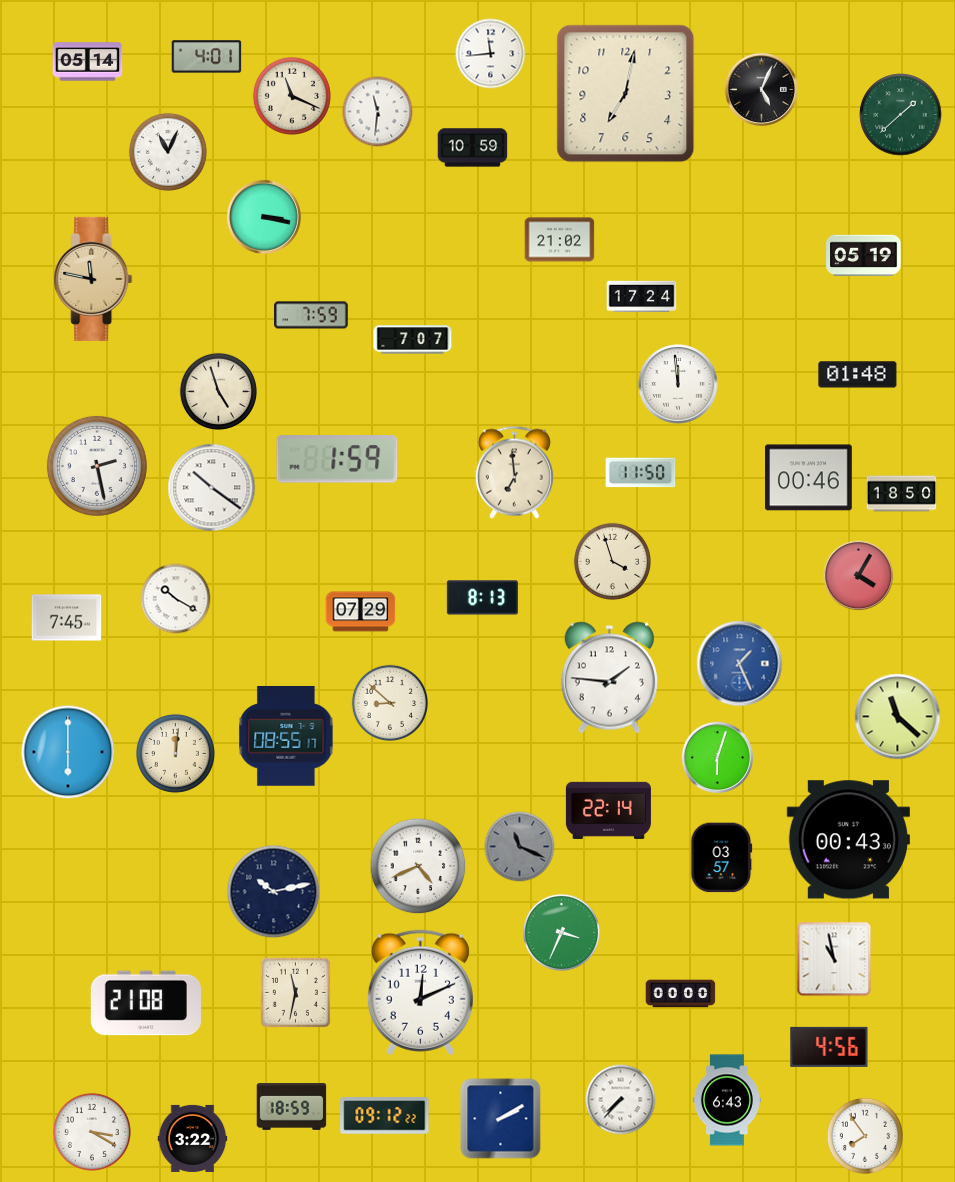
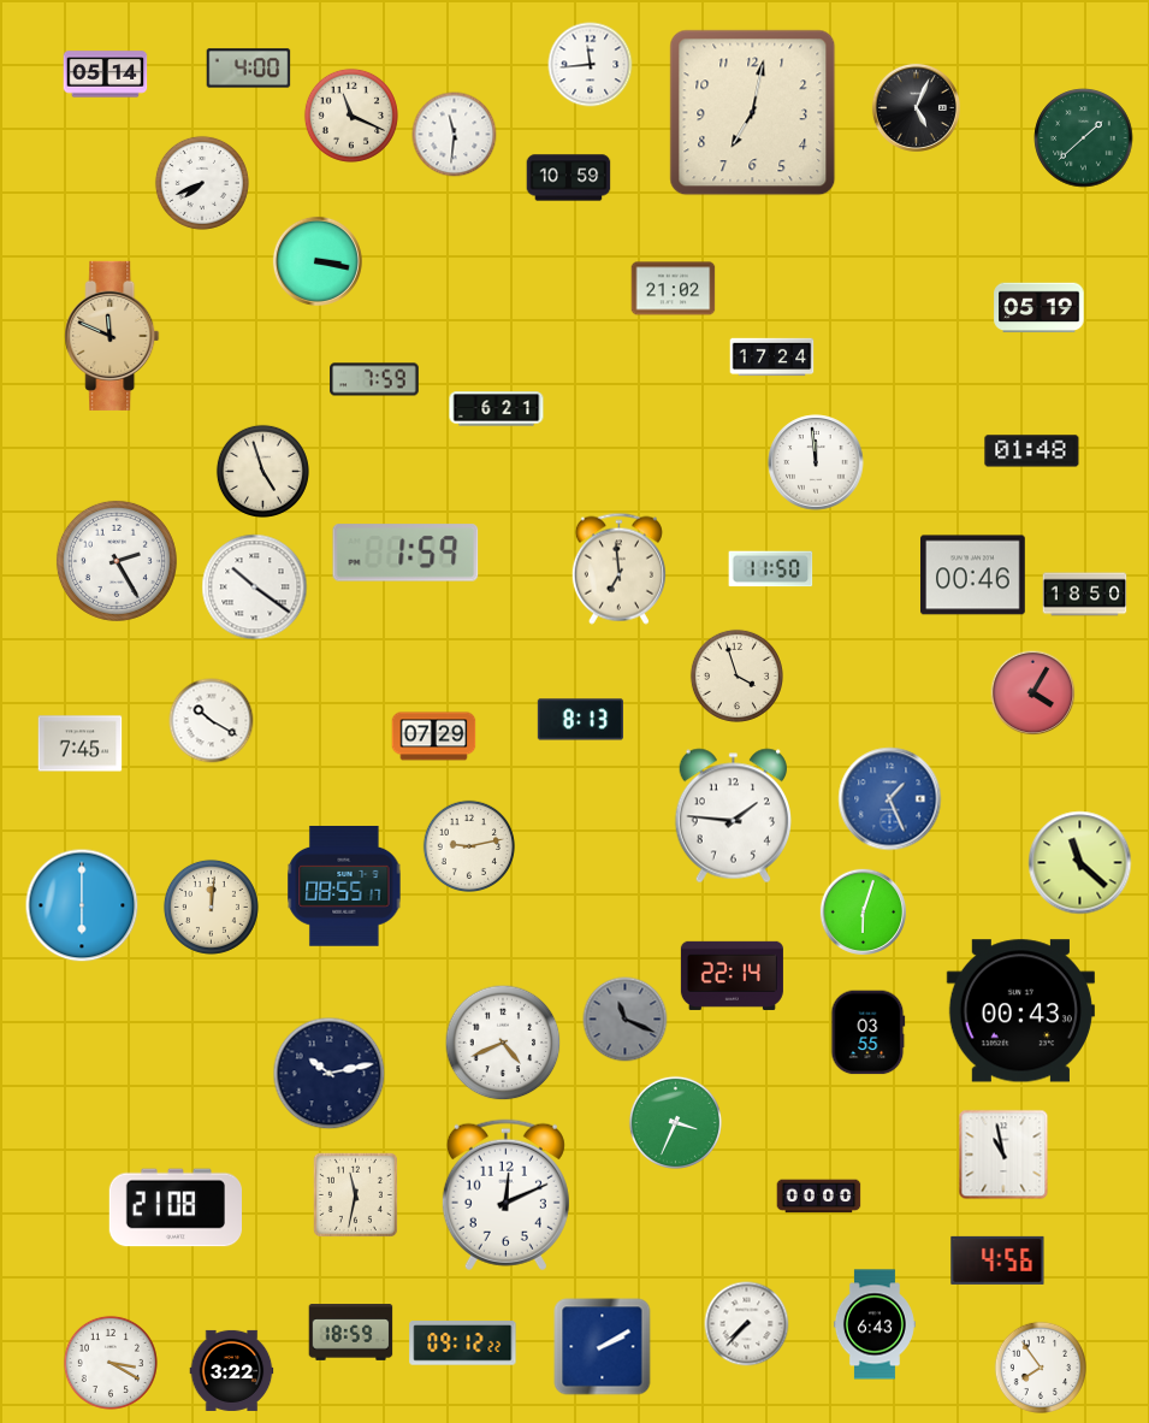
clock at (207, 57): 4:01 -> 4:00
clock at (168, 152): 11:04 -> 7:41
clock at (93, 279): 11:47 -> 11:49
clock at (413, 340): 7:07 -> 6:21
clock at (97, 466): 2:28 -> 2:25
clock at (389, 702): 8:52 -> 9:13
clock at (722, 858): 03:57 -> 03:55
